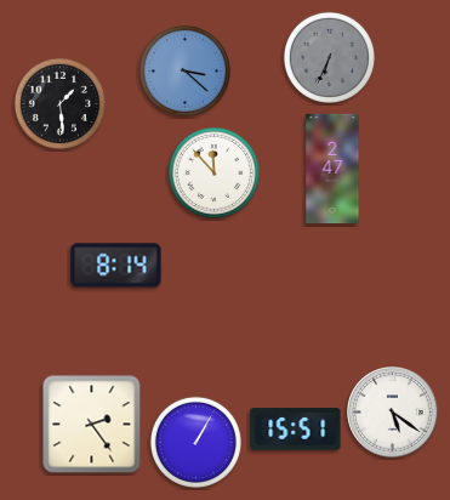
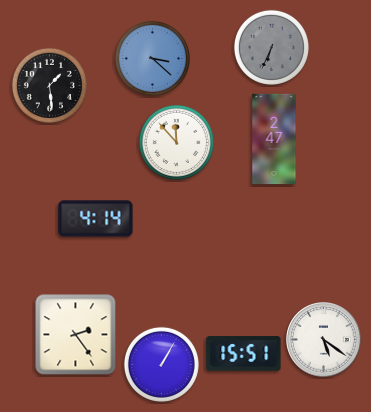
clock at (116, 266): 8:14 -> 4:14
clock at (92, 425) position: (92, 425) -> (76, 335)
